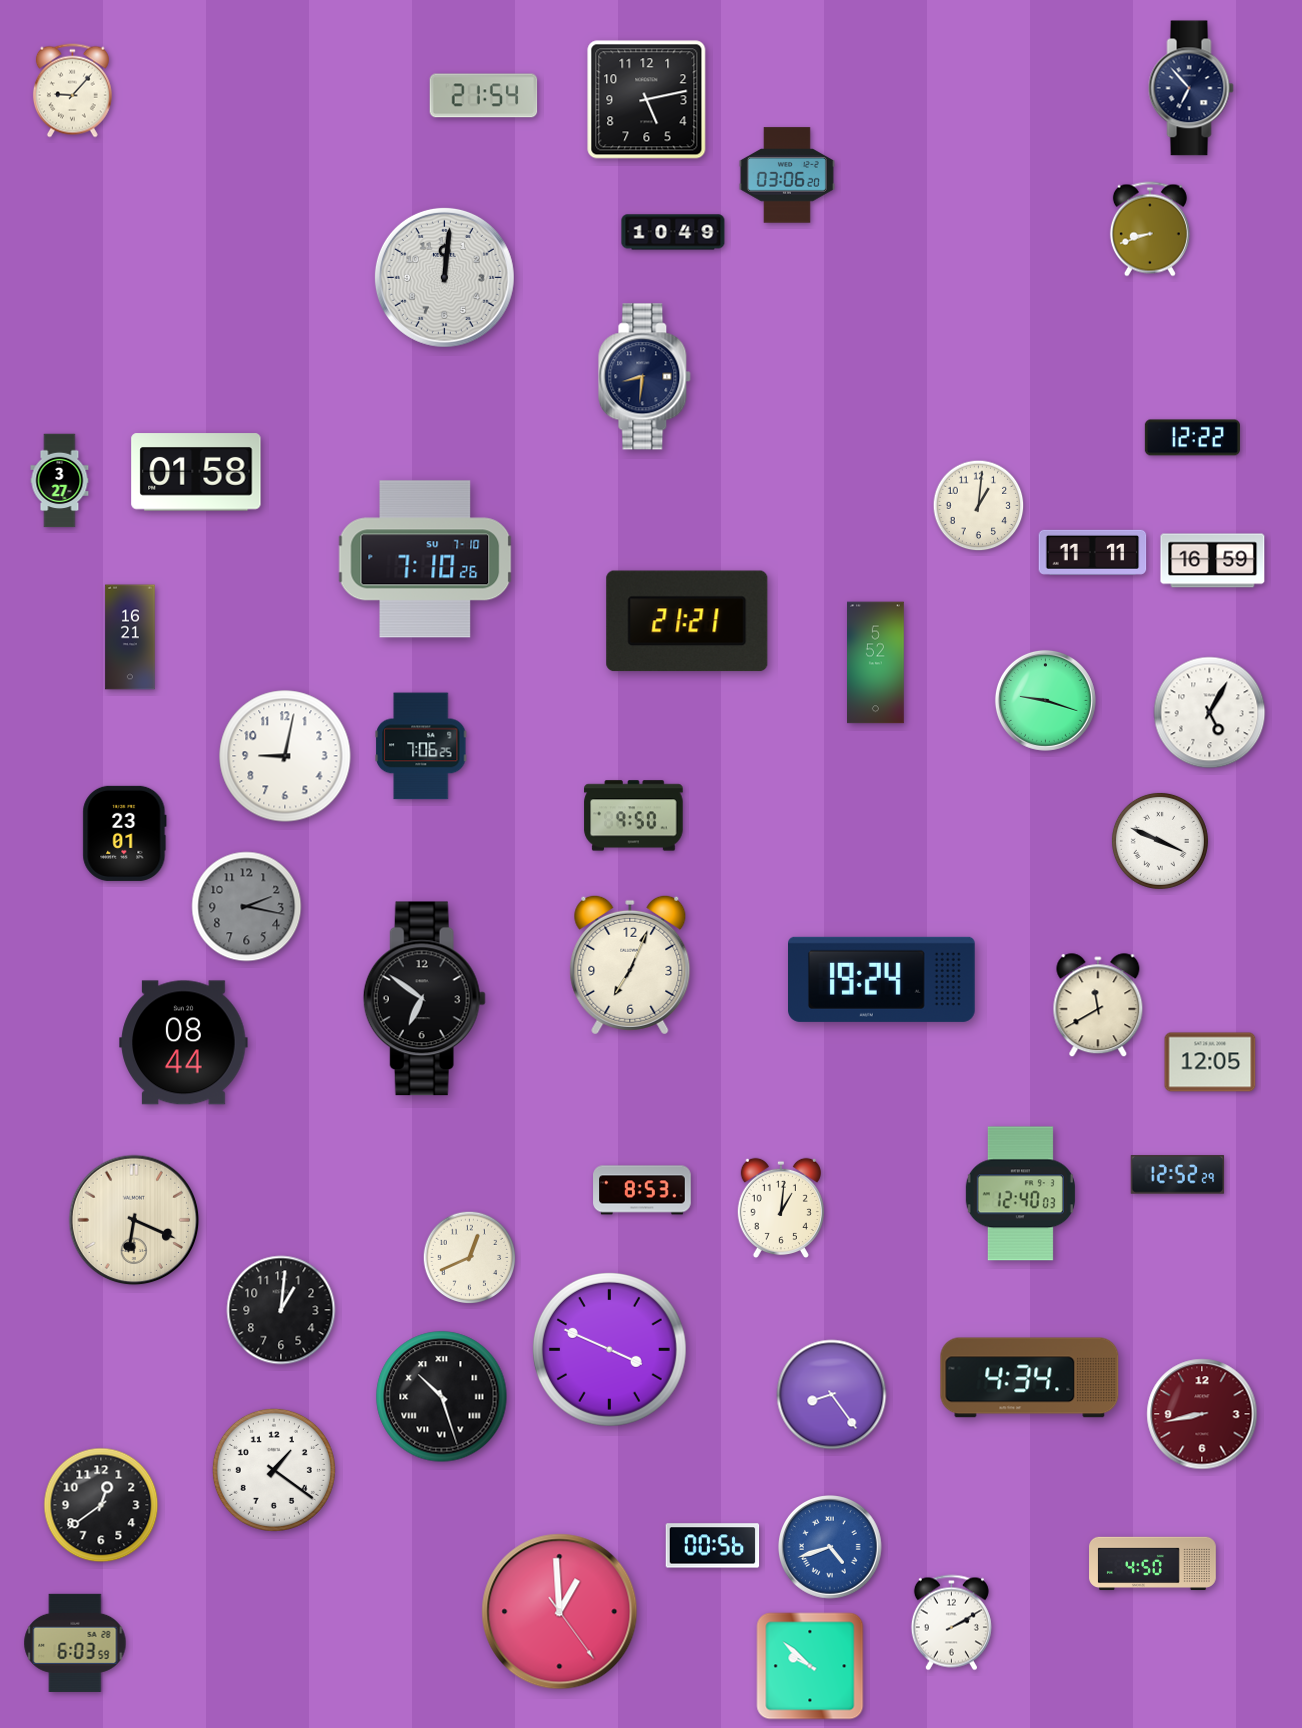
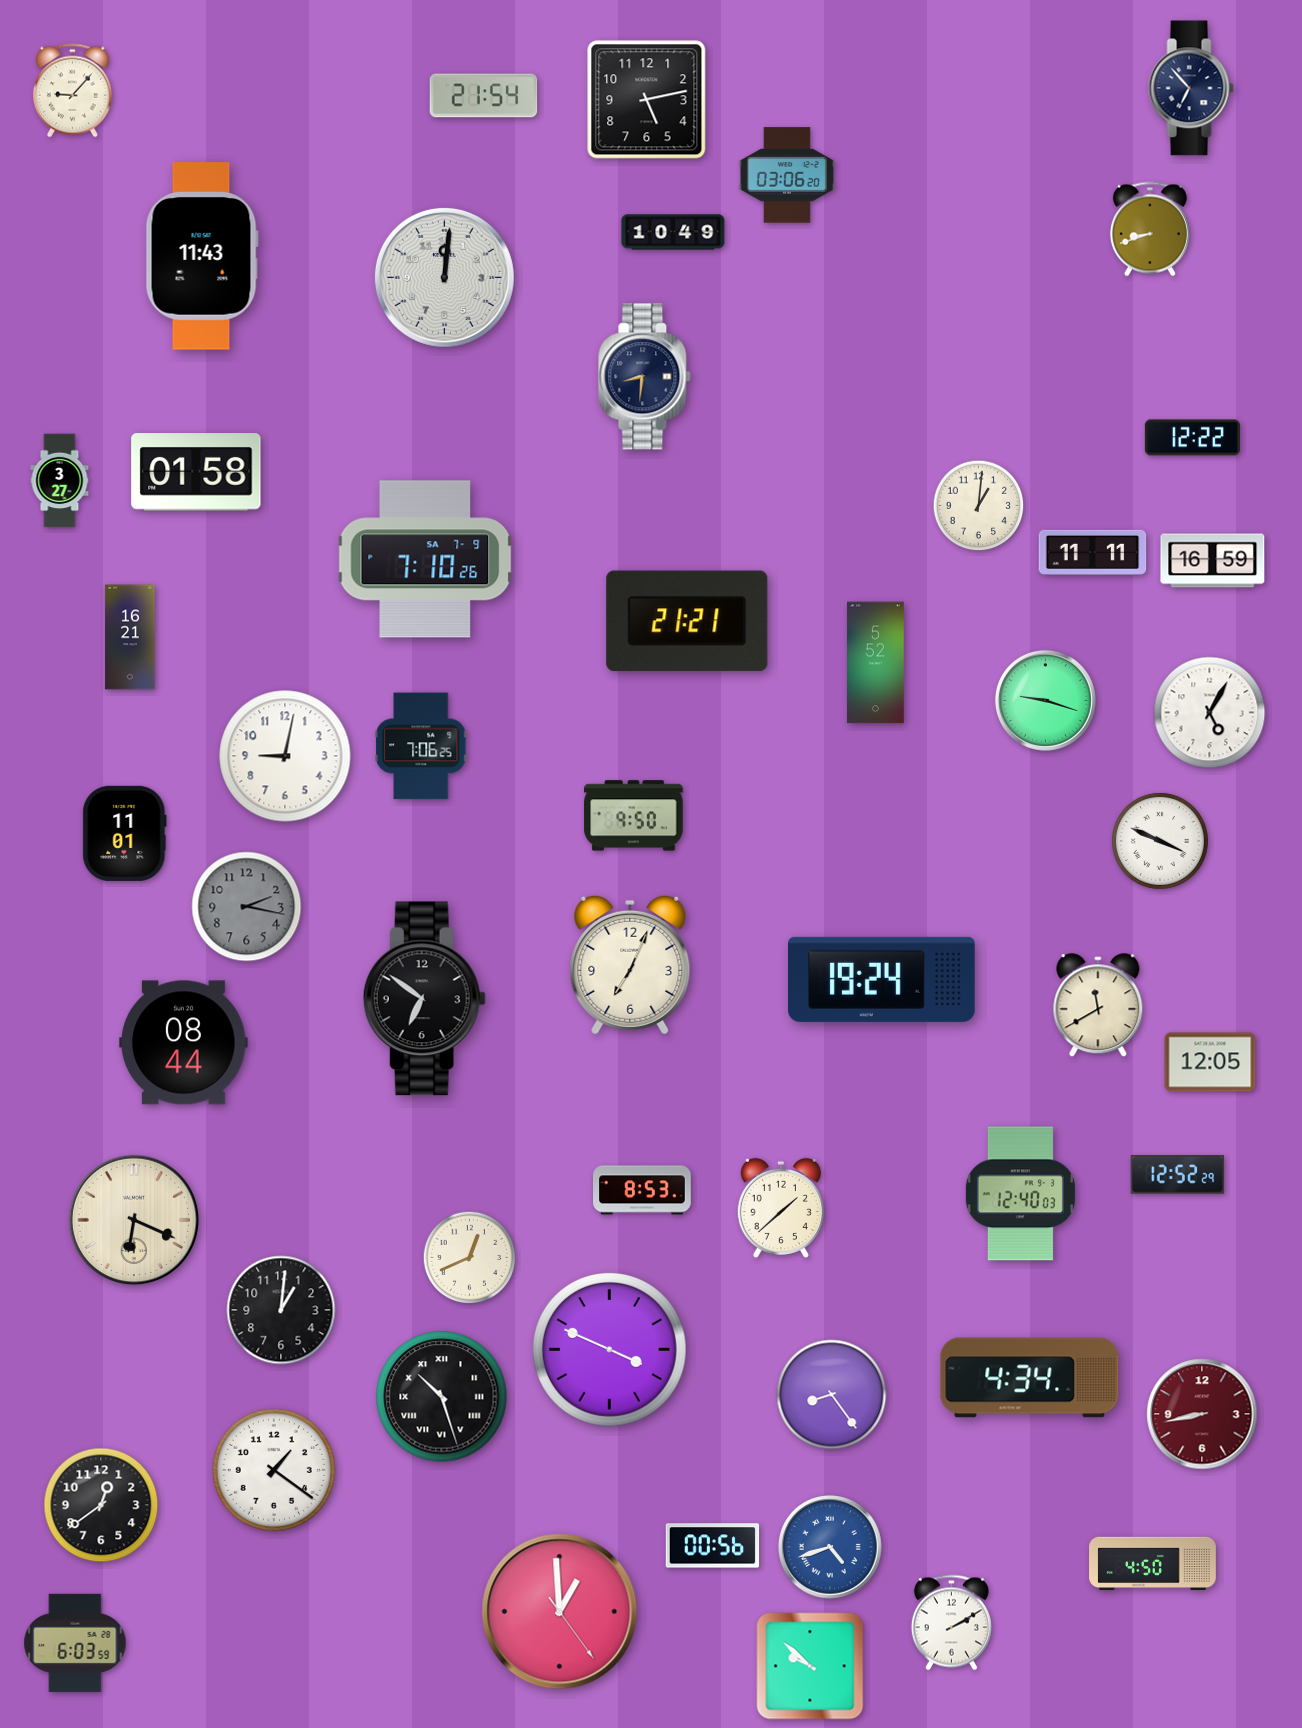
clock at (202, 256): none -> 11:43
clock at (425, 559) date: SU 7-10 -> SA 7-9
clock at (125, 833): 23:01 -> 11:01
clock at (781, 1208): 1:01 -> 1:38
